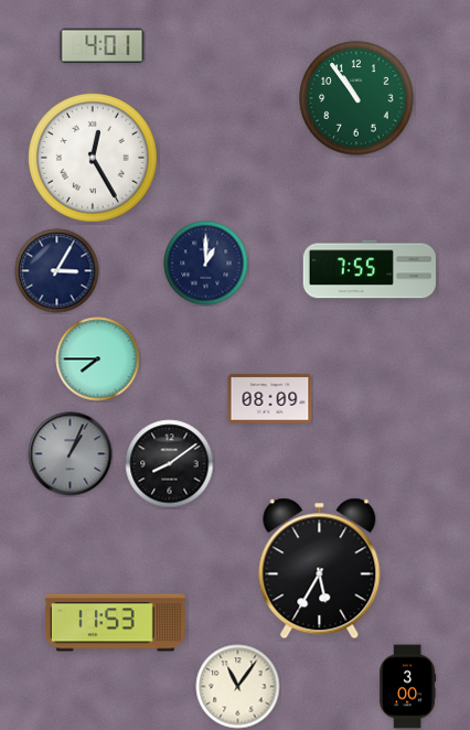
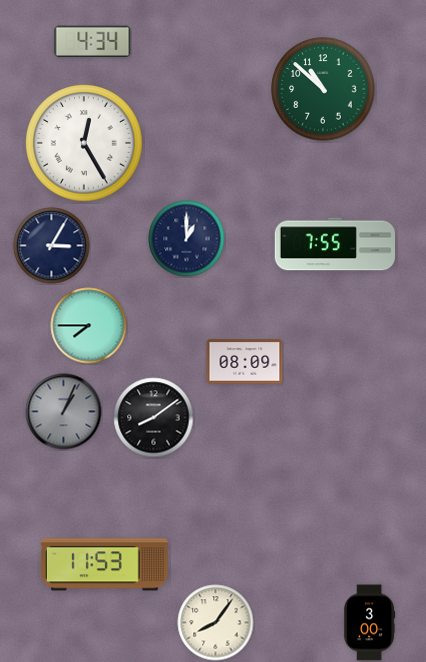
clock at (103, 46): 4:01 -> 4:34
clock at (356, 98): 10:54 -> 10:52
clock at (170, 464) position: (170, 464) -> (154, 418)
clock at (320, 569): 5:35 -> none
clock at (238, 687): 11:06 -> 8:06
